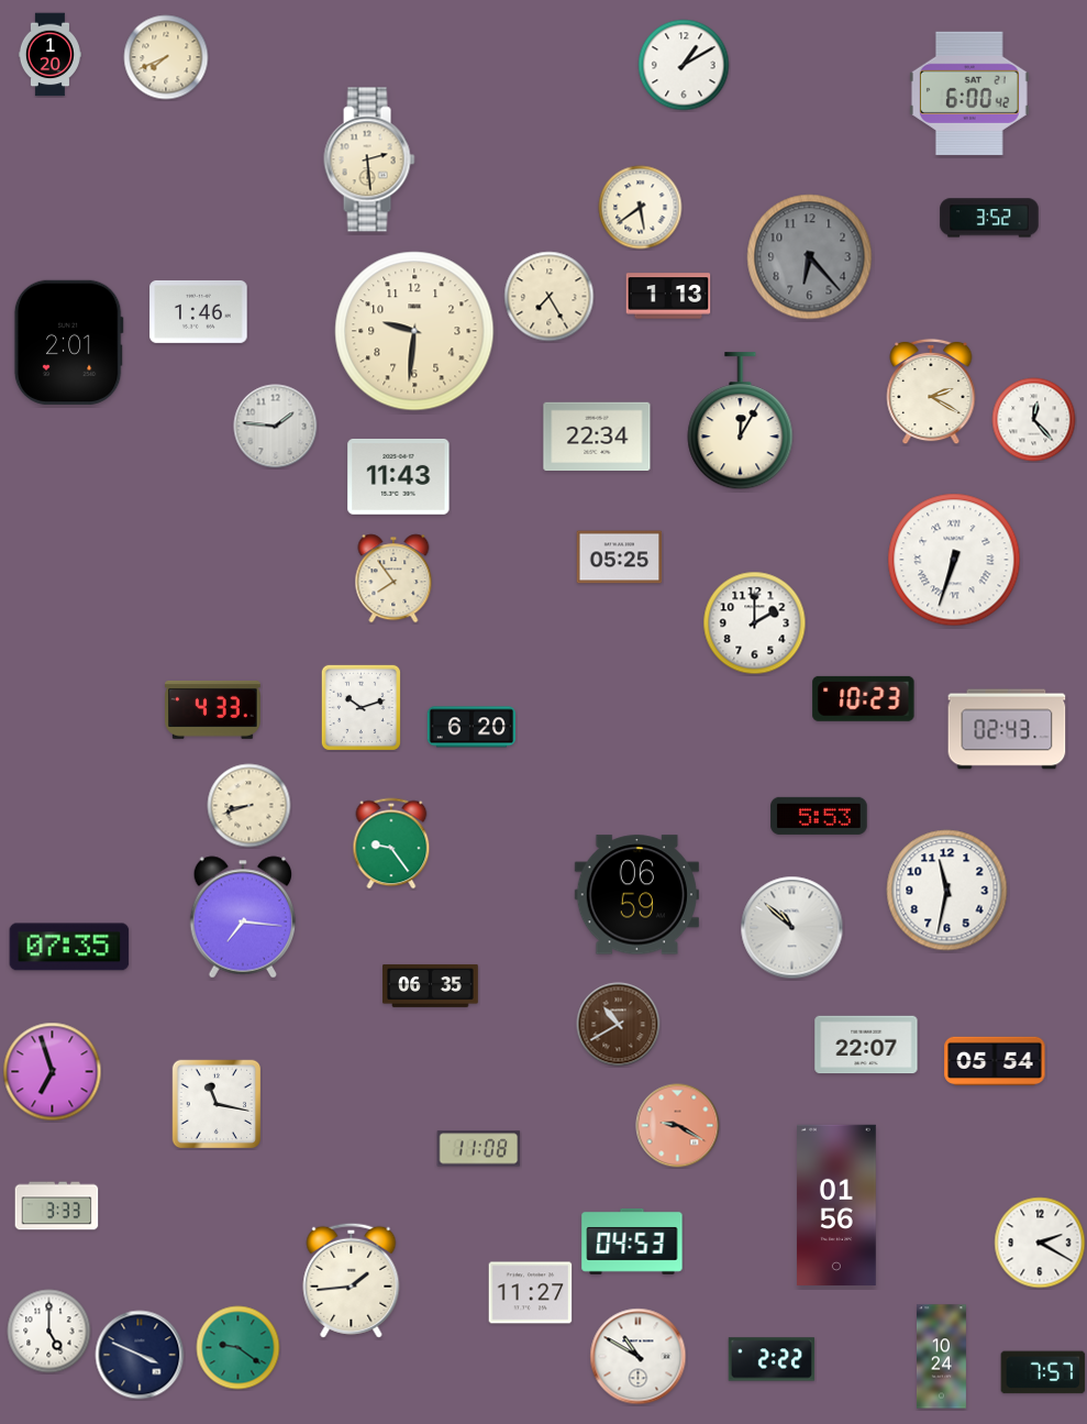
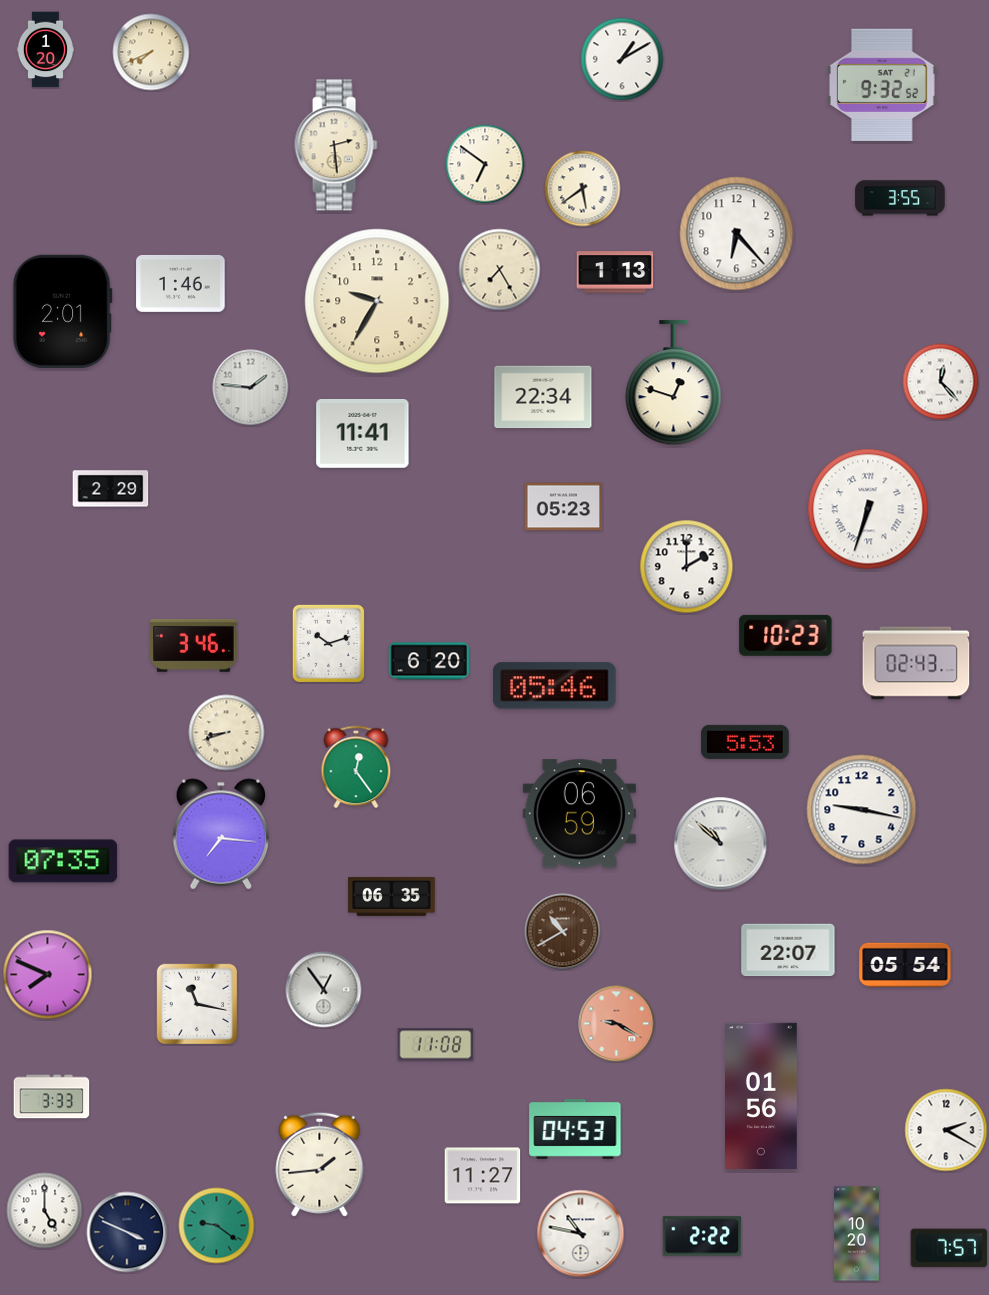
clock at (969, 93): 6:00 -> 9:32
clock at (485, 164): none -> 6:51
clock at (989, 218): 3:52 -> 3:55
clock at (810, 257) dial: grey -> white
clock at (668, 296) position: (668, 296) -> (615, 272)
clock at (414, 331): 9:31 -> 9:35
clock at (931, 391): 2:20 -> none
clock at (741, 421): 12:05 -> 12:48
clock at (399, 477): 11:43 -> 11:41
clock at (111, 489): none -> 2:29
clock at (620, 558): 05:25 -> 05:23
clock at (393, 578): 7:54 -> none
clock at (213, 709): 4:33 -> 3:46
clock at (555, 686): none -> 05:46
clock at (391, 843): 9:24 -> 12:24
clock at (947, 891): 11:32 -> 9:17
clock at (53, 1072): 6:57 -> 7:49
clock at (324, 990): none -> 12:54
clock at (639, 1357): 10:50 -> 10:47
clock at (941, 1357): 10:24 -> 10:20
